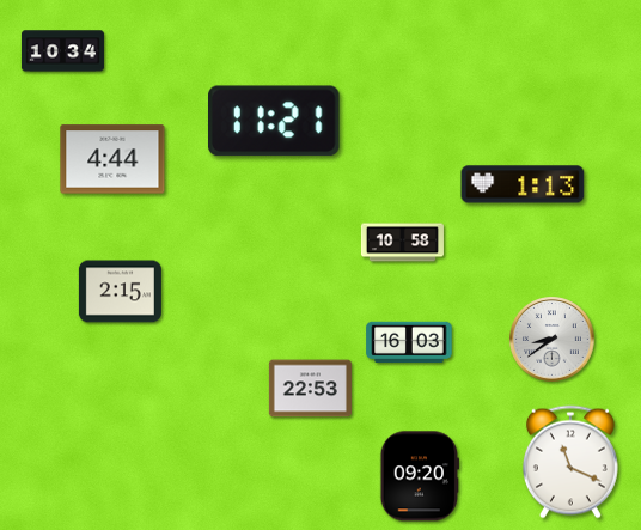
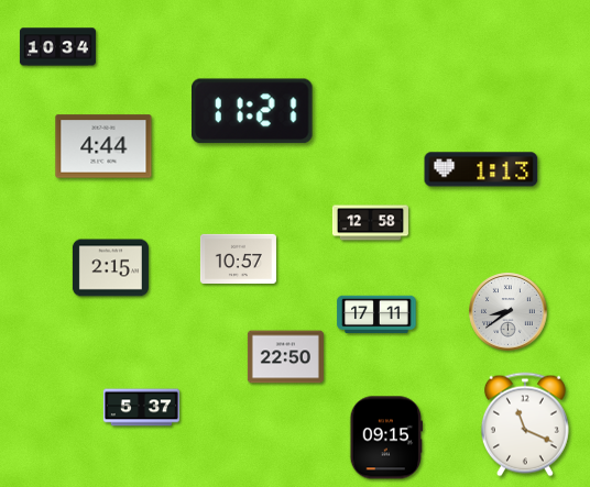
clock at (402, 243): 10:58 -> 12:58
clock at (238, 258): none -> 10:57
clock at (409, 342): 16:03 -> 17:11
clock at (310, 389): 22:53 -> 22:50
clock at (141, 408): none -> 5:37
clock at (420, 476): 09:20 -> 09:15
